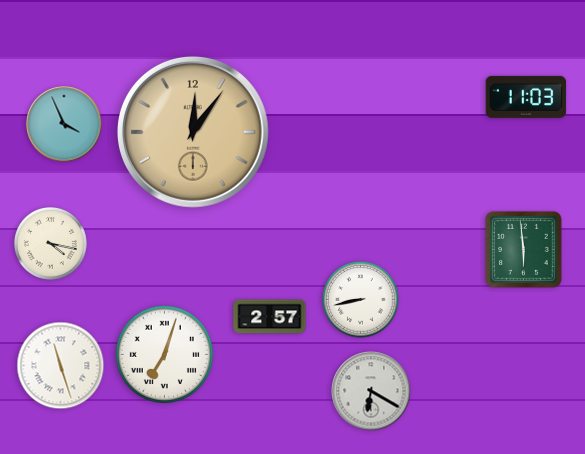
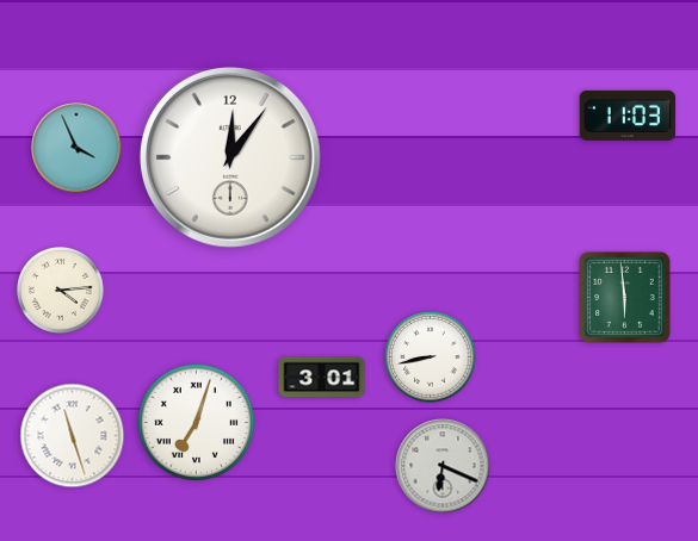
clock at (193, 132) dial: champagne -> white
clock at (50, 243): 4:17 -> 4:14
clock at (270, 317): 2:57 -> 3:01
clock at (371, 391): 6:20 -> 6:19
